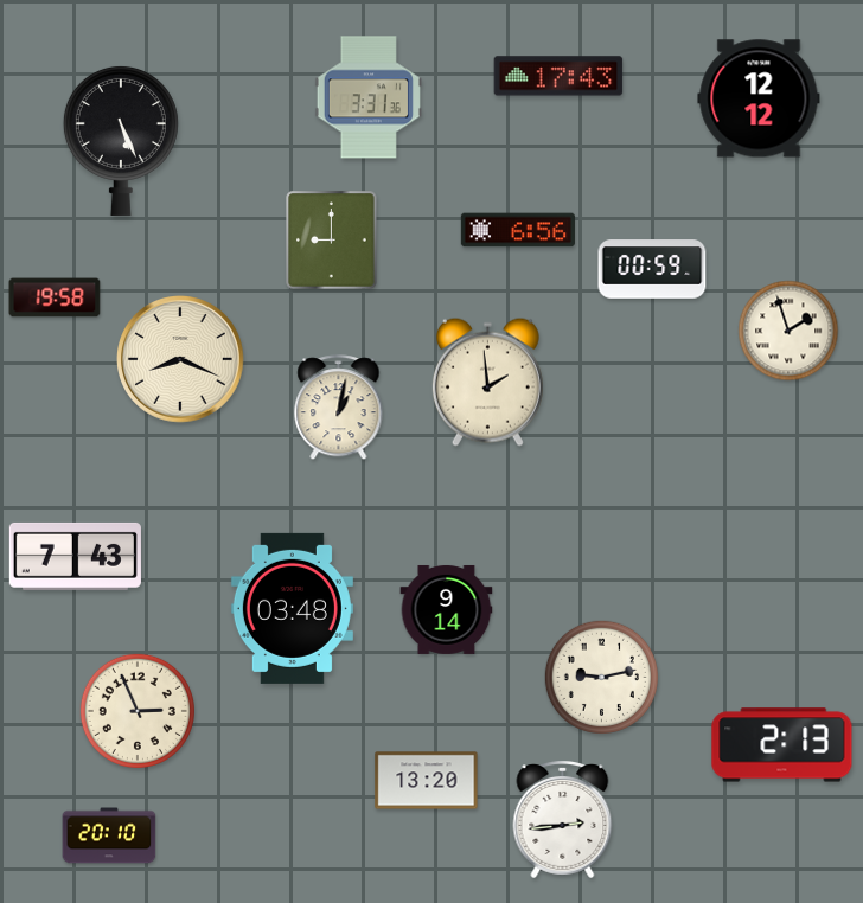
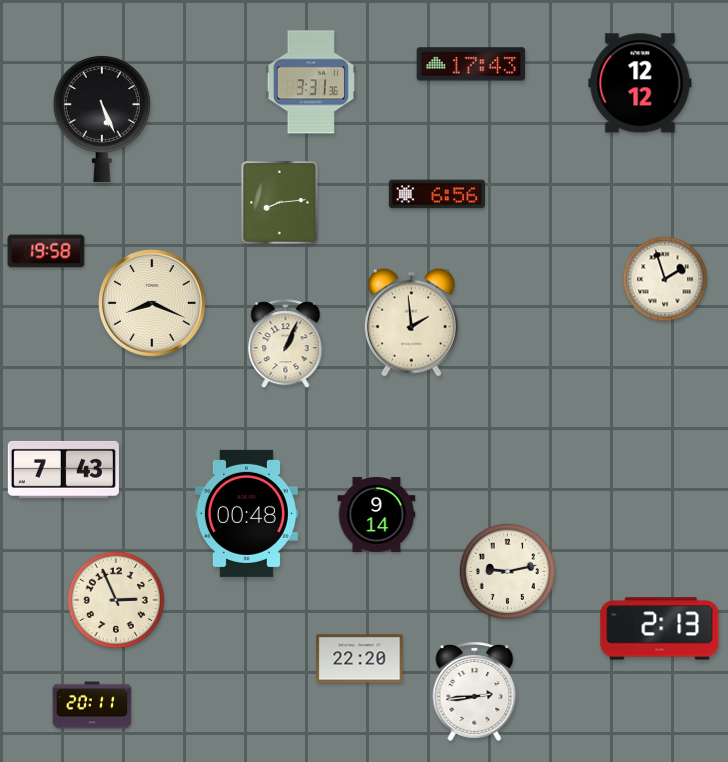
clock at (332, 241): 9:00 -> 8:14
clock at (652, 269): 00:59 -> none
clock at (339, 408): 1:02 -> 1:04
clock at (292, 608): 03:48 -> 00:48
clock at (427, 781): 13:20 -> 22:20
clock at (109, 835): 20:10 -> 20:11
